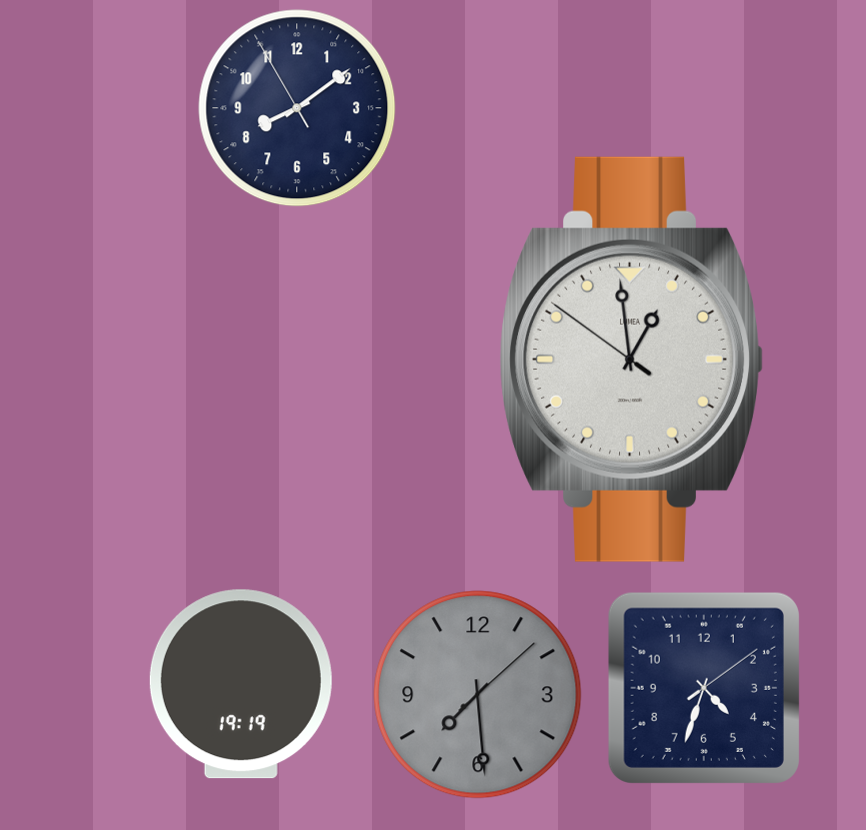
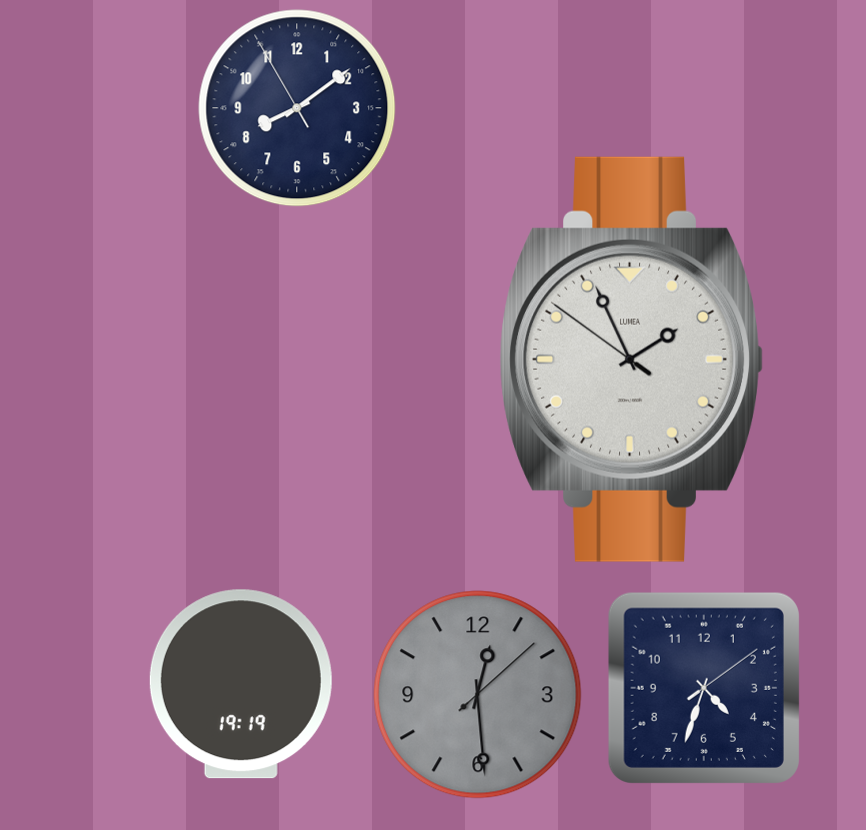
clock at (631, 359): 12:58 -> 1:55
clock at (478, 695): 7:29 -> 12:29
